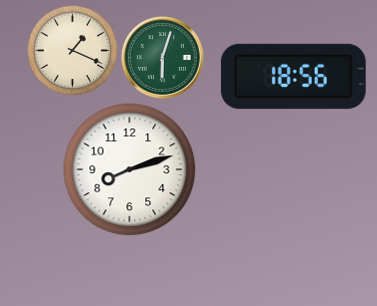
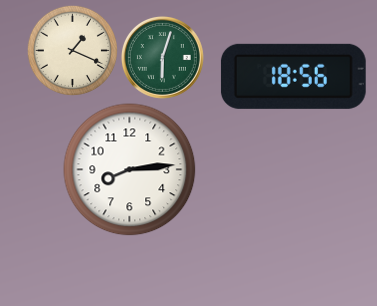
clock at (130, 170): 8:12 -> 8:14
